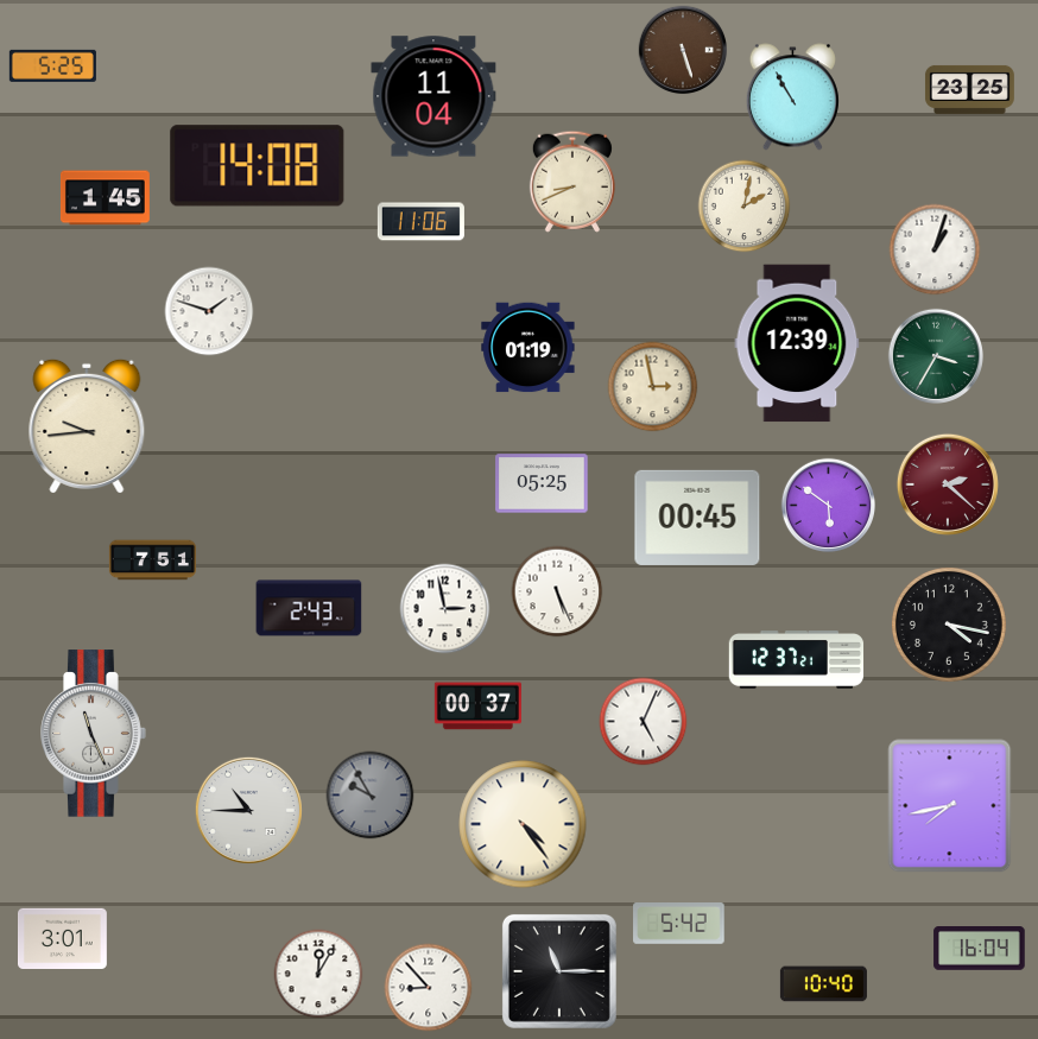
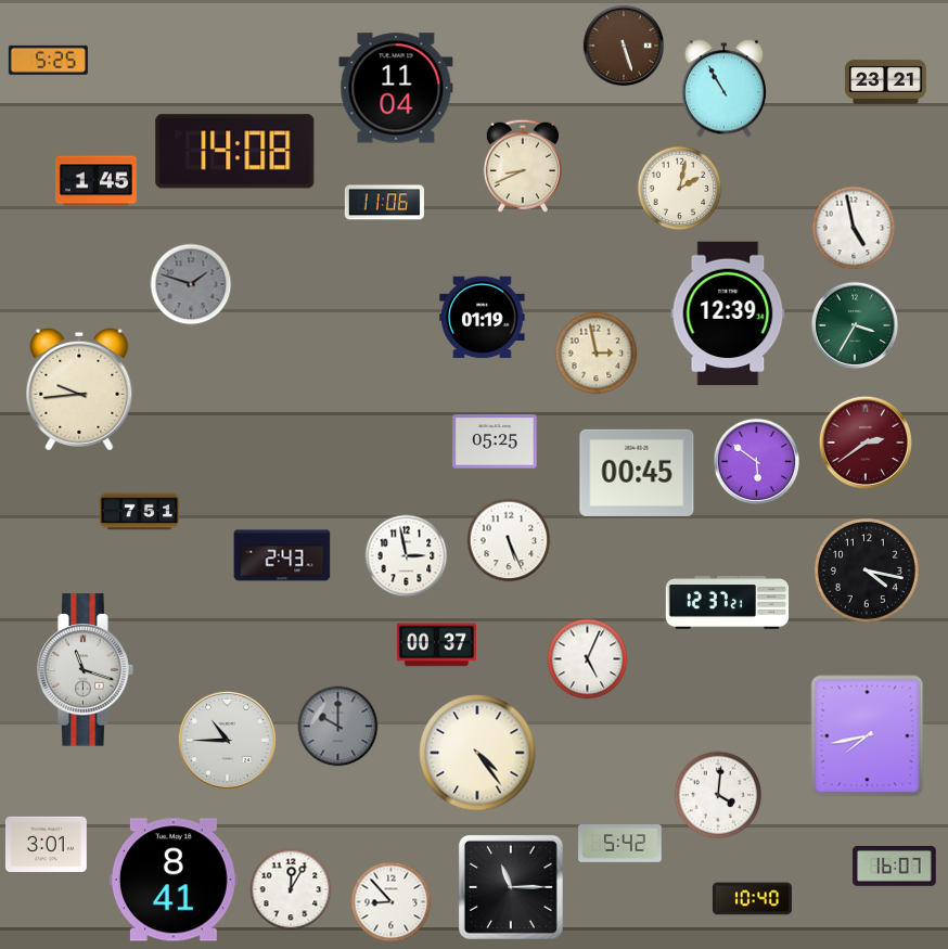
clock at (970, 89): 23:25 -> 23:21
clock at (935, 249): 1:03 -> 4:58
clock at (209, 311) dial: white -> grey
clock at (948, 484): 2:22 -> 2:39
clock at (94, 734): 11:26 -> 11:18
clock at (371, 796): 9:55 -> 10:00
clock at (718, 795): none -> 4:01
clock at (63, 939) position: (63, 939) -> (47, 845)
clock at (980, 949): 16:04 -> 16:07
clock at (174, 880): none -> 8:41
